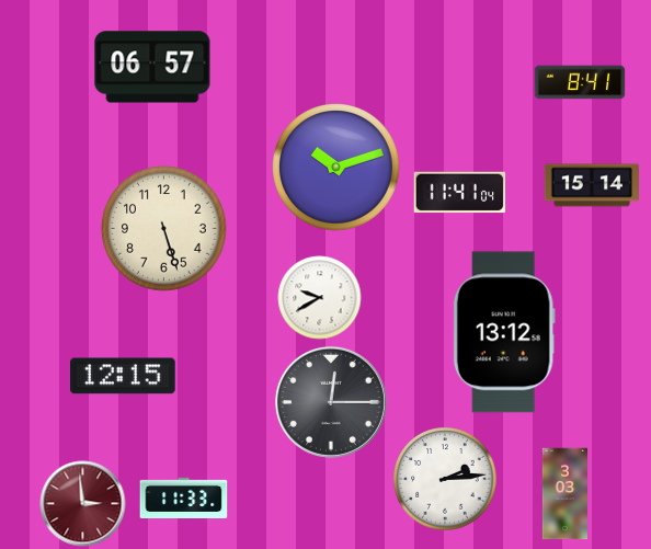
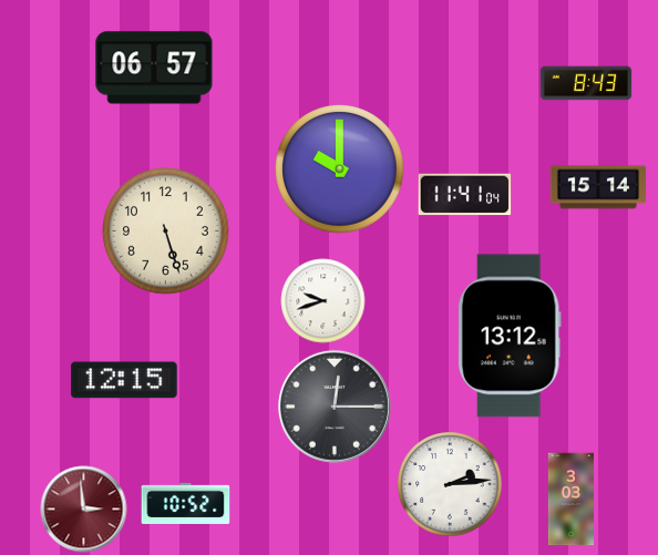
clock at (580, 82): 8:41 -> 8:43
clock at (336, 168): 10:12 -> 10:00
clock at (320, 298): 9:40 -> 9:42
clock at (184, 497): 11:33 -> 10:52
